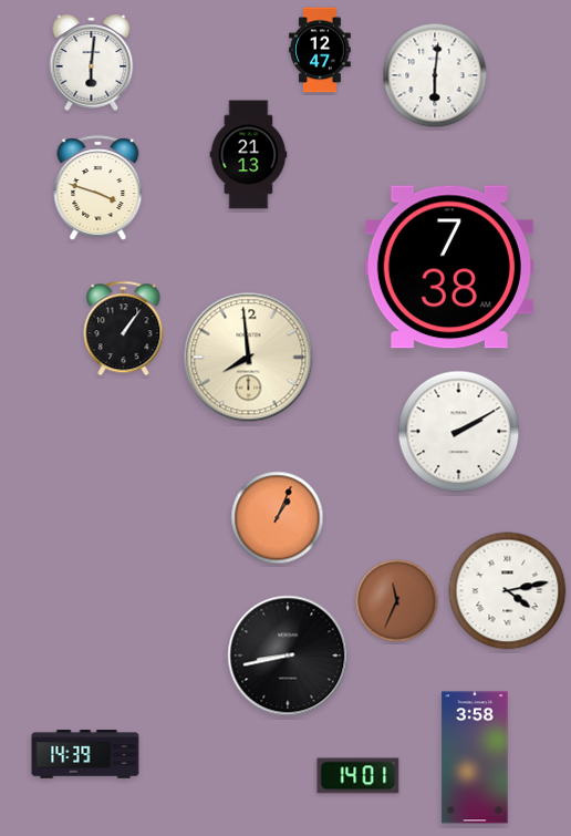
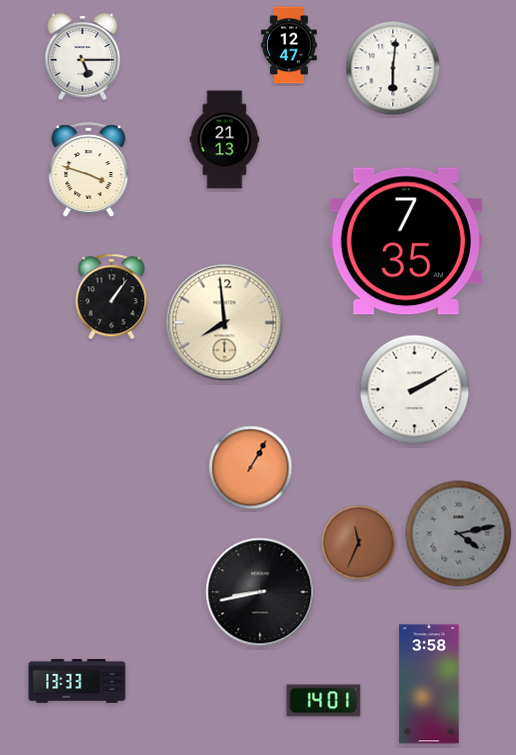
clock at (92, 62): 6:01 -> 5:15
clock at (449, 267): 7:38 -> 7:35
clock at (278, 518): 1:04 -> 1:05
clock at (508, 591) dial: white -> grey
clock at (85, 754): 14:39 -> 13:33
